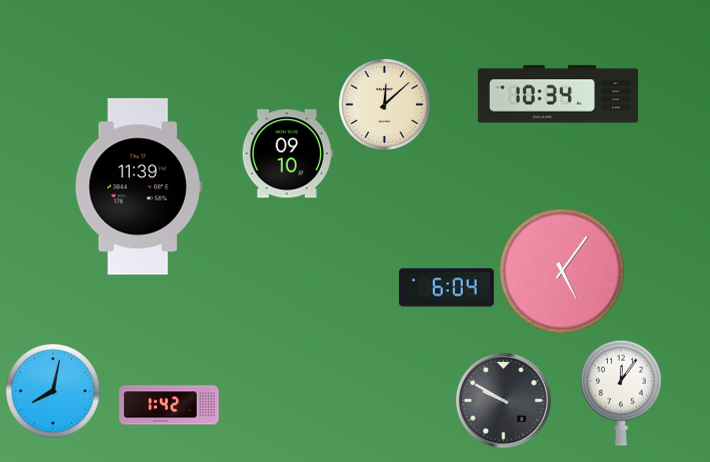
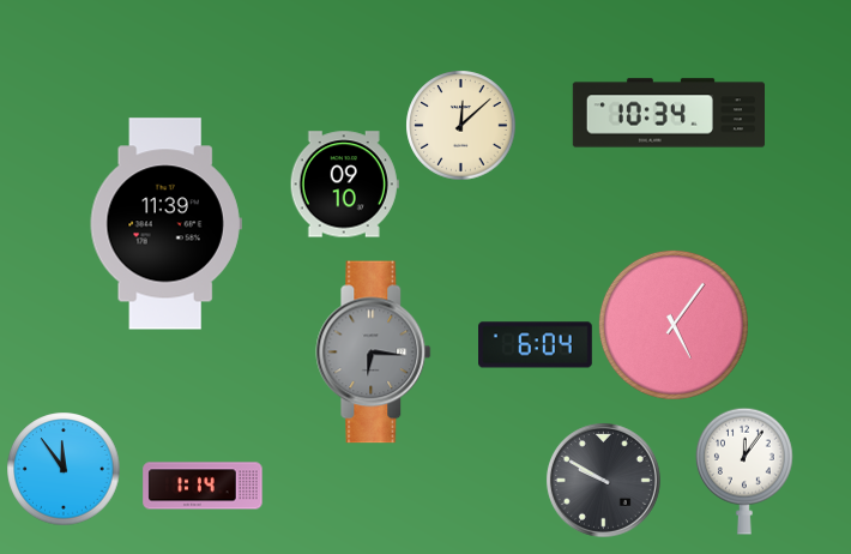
clock at (374, 353): none -> 6:16
clock at (53, 391): 8:02 -> 11:54
clock at (169, 405): 1:42 -> 1:14
